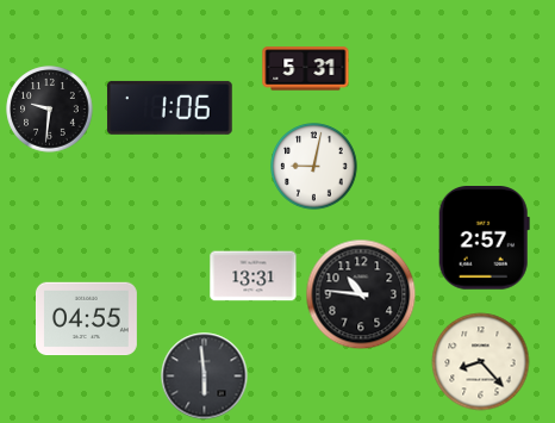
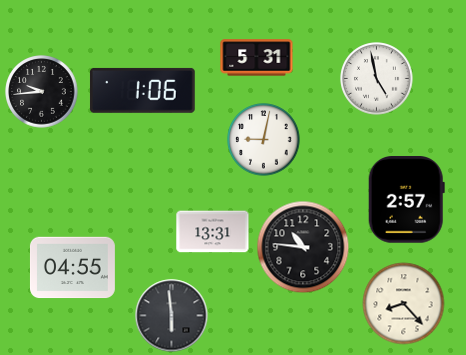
clock at (377, 79): none -> 4:58
clock at (50, 110): 9:31 -> 9:44
